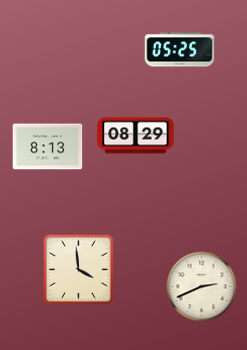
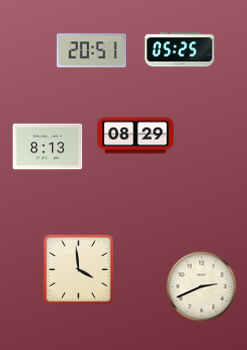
clock at (92, 51): none -> 20:51
